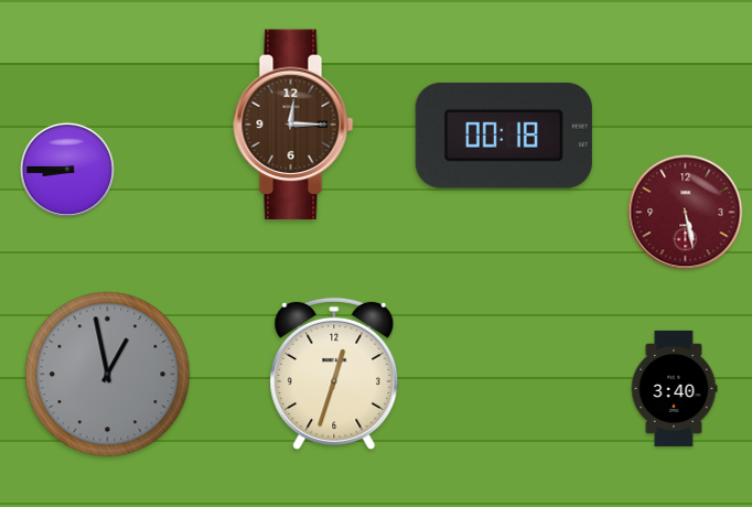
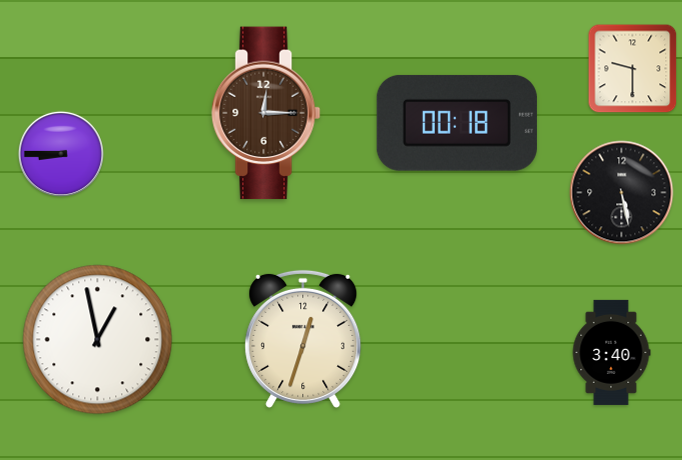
clock at (633, 69): none -> 9:30
clock at (686, 213) dial: burgundy -> black
clock at (108, 375) dial: grey -> white
